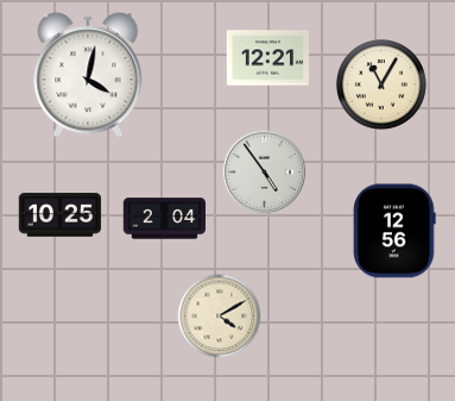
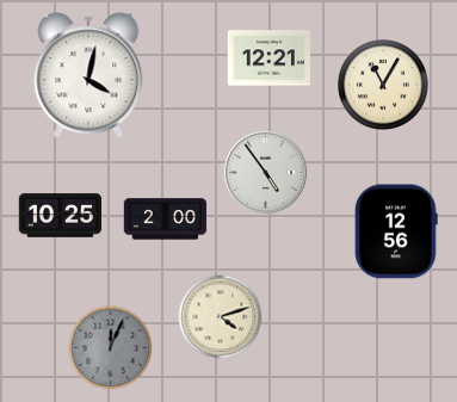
clock at (165, 219): 2:04 -> 2:00
clock at (220, 317): 4:10 -> 4:12
clock at (111, 348): none -> 12:04
